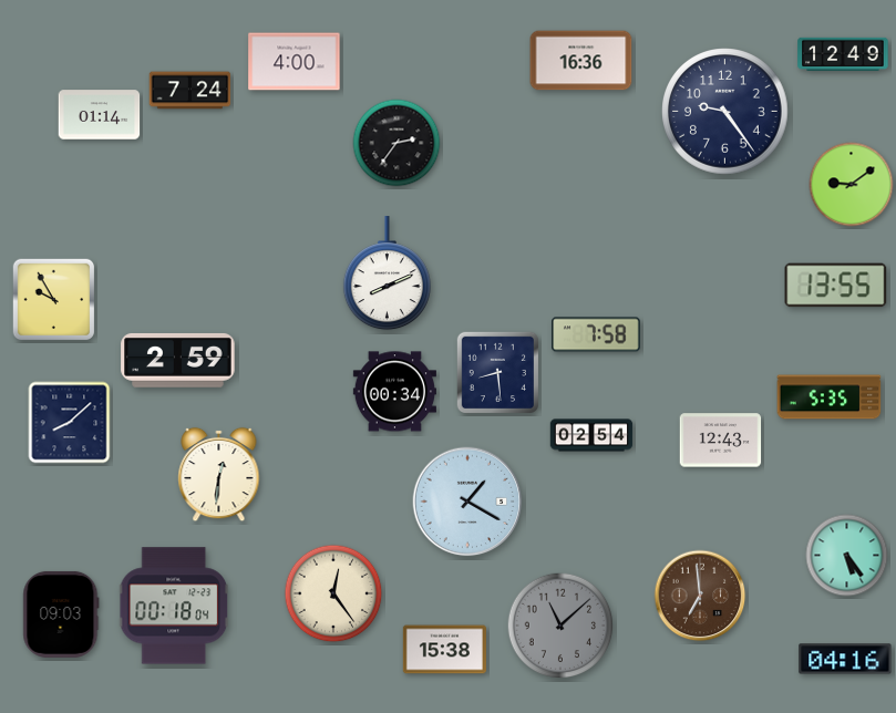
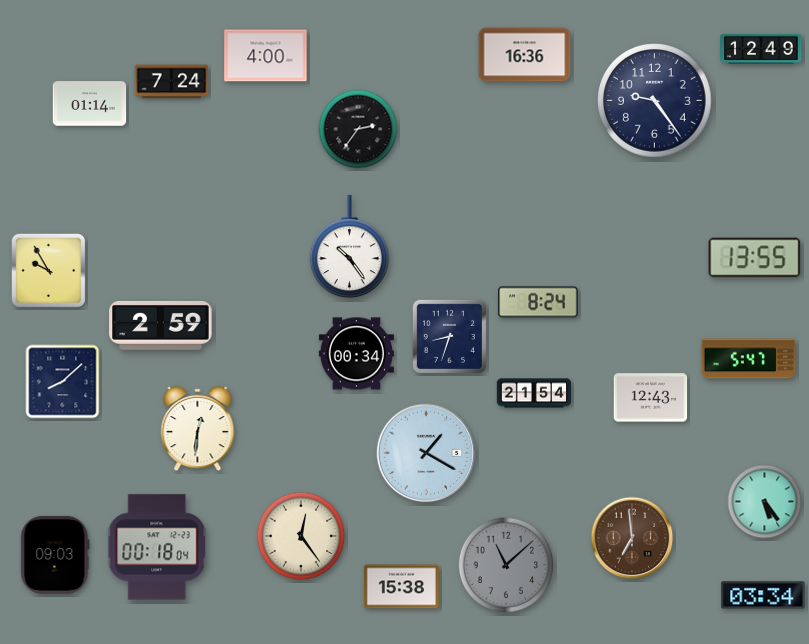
clock at (852, 185): 9:09 -> none
clock at (387, 273): 8:11 -> 10:24
clock at (596, 334): 7:58 -> 8:24
clock at (497, 372): 8:29 -> 8:33
clock at (830, 397): 5:35 -> 5:47
clock at (591, 435): 02:54 -> 21:54
clock at (467, 502) position: (467, 502) -> (426, 453)
clock at (845, 659): 04:16 -> 03:34
